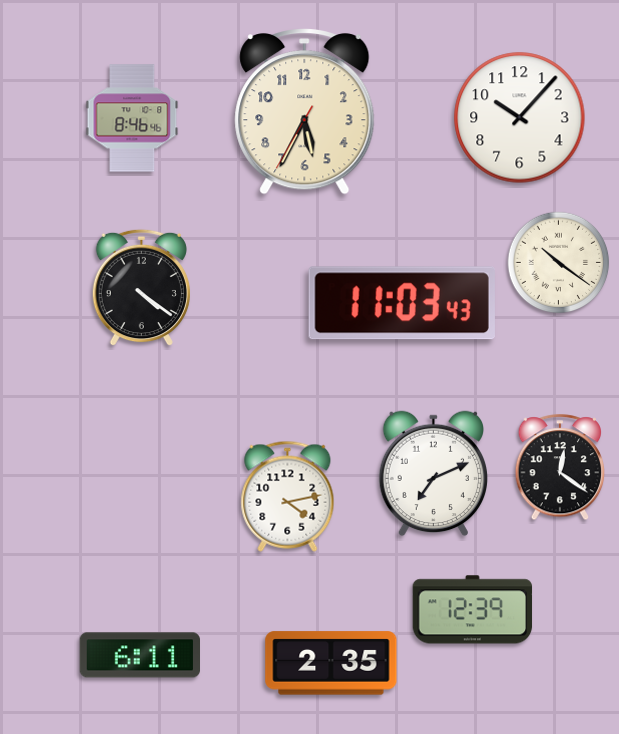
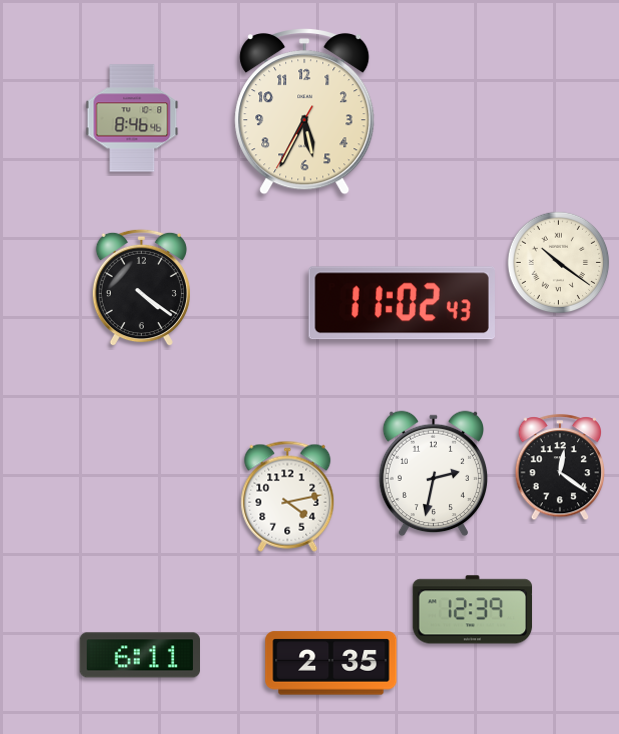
clock at (520, 118): 10:07 -> none
clock at (402, 303): 11:03 -> 11:02
clock at (433, 474): 7:11 -> 2:32
